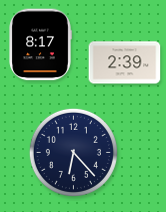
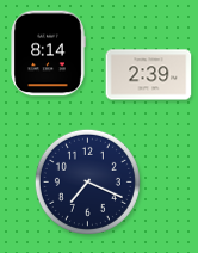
clock at (40, 45): 8:17 -> 8:14
clock at (73, 152): 6:23 -> 7:19
